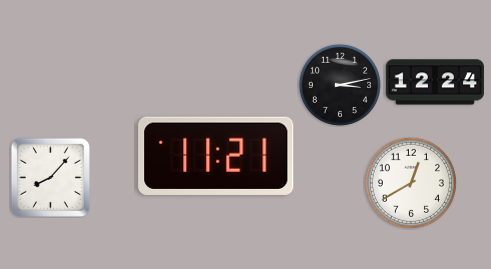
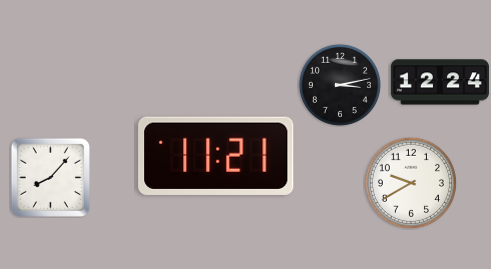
clock at (435, 82) position: (435, 82) -> (440, 82)
clock at (411, 183): 12:40 -> 9:40
